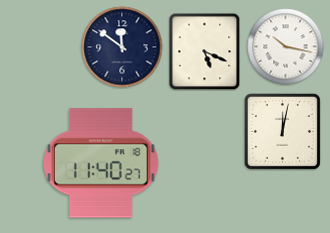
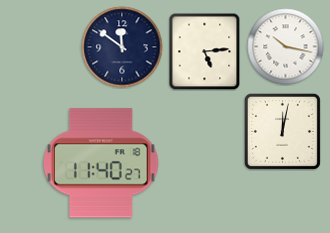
clock at (205, 51): 5:19 -> 5:14
